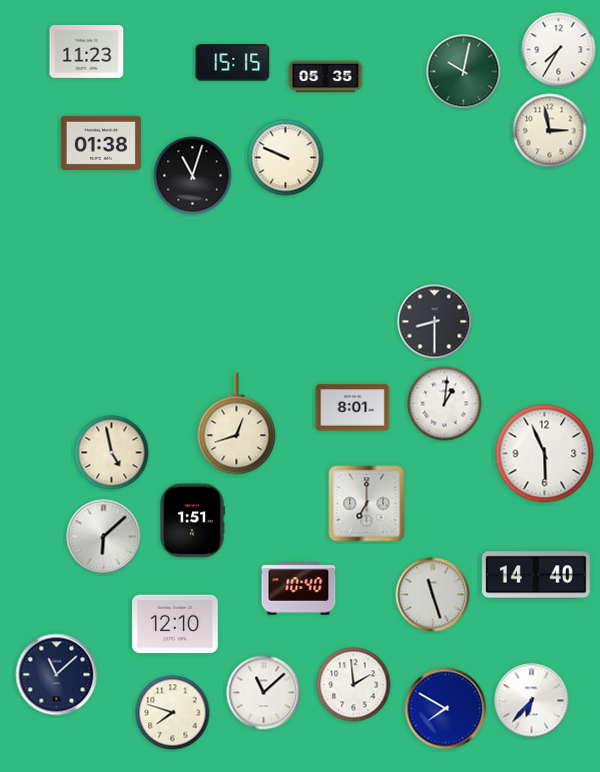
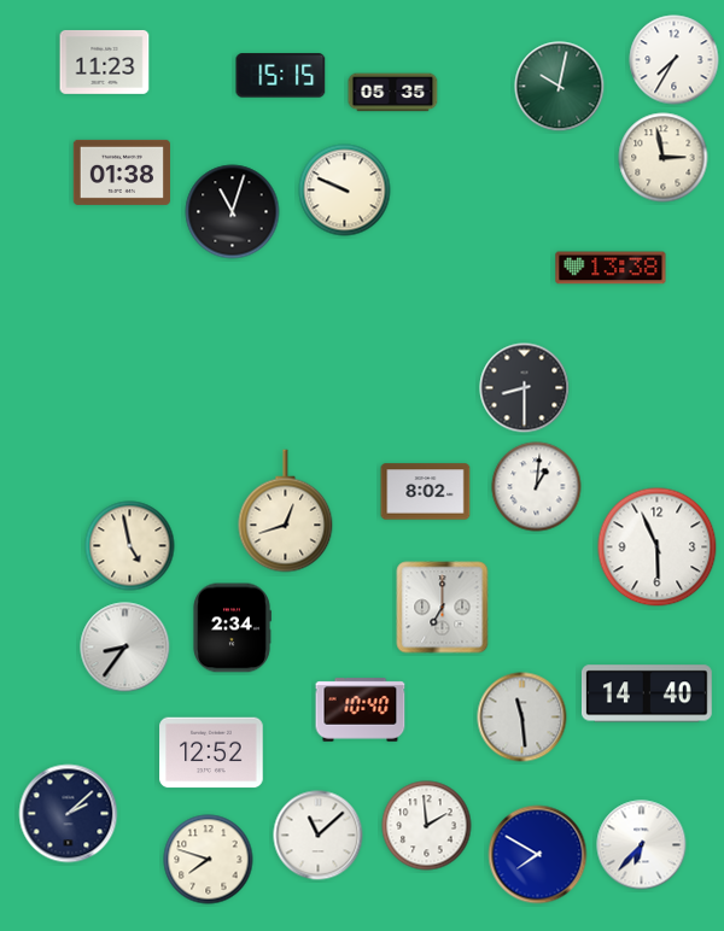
clock at (611, 268): none -> 13:38
clock at (353, 408): 8:01 -> 8:02
clock at (112, 453) position: (112, 453) -> (130, 546)
clock at (192, 521): 1:51 -> 2:34
clock at (104, 537): 6:08 -> 8:36
clock at (433, 595): 11:27 -> 11:29
clock at (175, 624): 12:10 -> 12:52
clock at (57, 675): 11:08 -> 2:08
